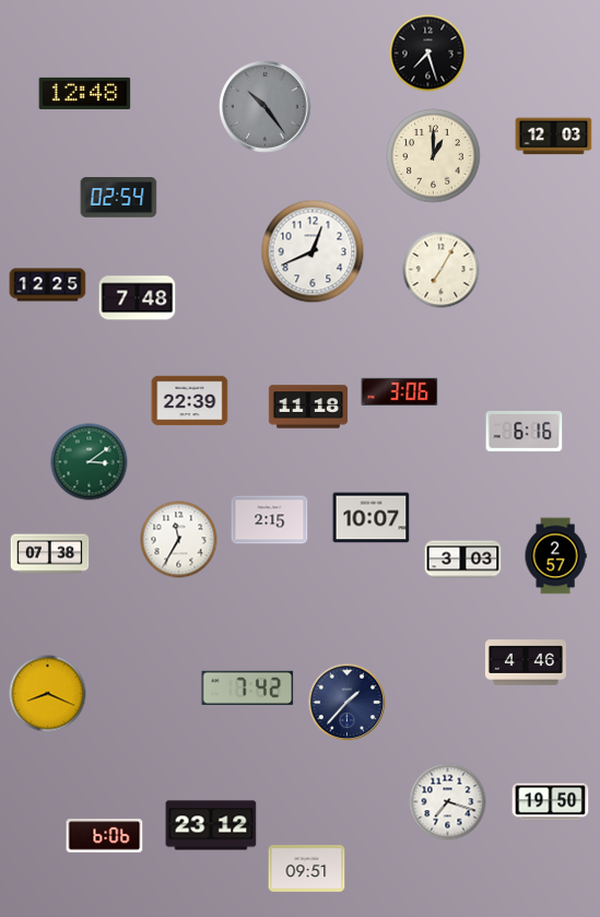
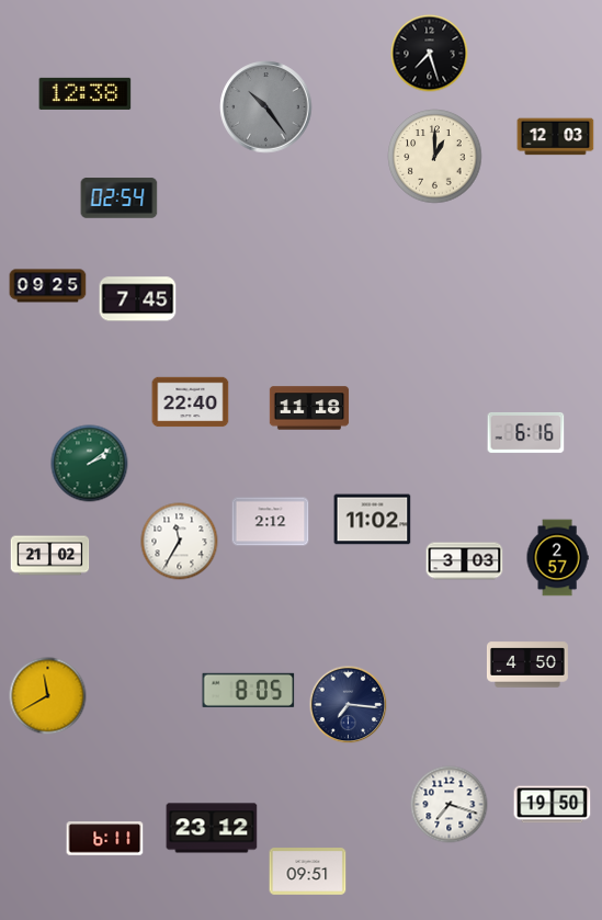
clock at (85, 93): 12:48 -> 12:38
clock at (313, 251): 12:41 -> none
clock at (442, 270): 7:05 -> none
clock at (48, 285): 12:25 -> 09:25
clock at (138, 298): 7:48 -> 7:45
clock at (400, 391): 3:06 -> none
clock at (190, 401): 22:39 -> 22:40
clock at (90, 462): 3:09 -> 2:09
clock at (372, 518): 10:07 -> 11:02
clock at (270, 520): 2:15 -> 2:12
clock at (50, 554): 07:38 -> 21:02
clock at (526, 662): 4:46 -> 4:50
clock at (248, 687): 7:42 -> 8:05
clock at (48, 694): 8:19 -> 11:40
clock at (348, 703): 1:37 -> 7:16
clock at (105, 836): 6:06 -> 6:11
